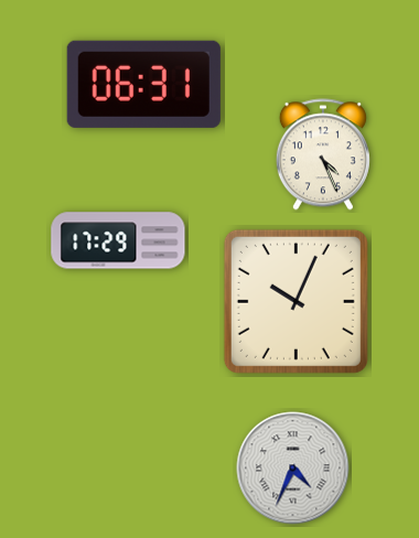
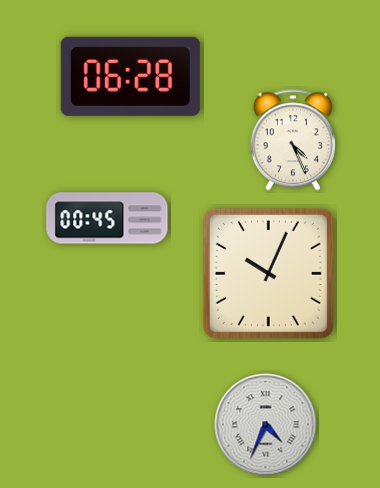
clock at (143, 84): 06:31 -> 06:28
clock at (118, 240): 17:29 -> 00:45
